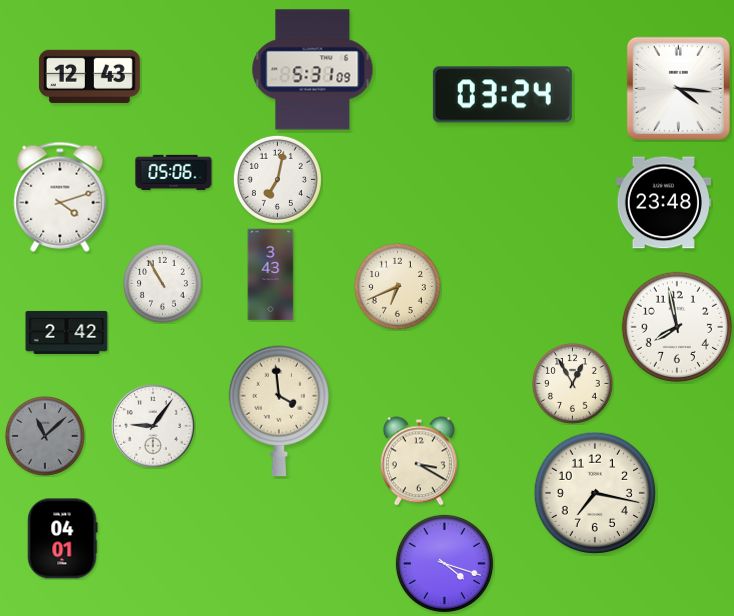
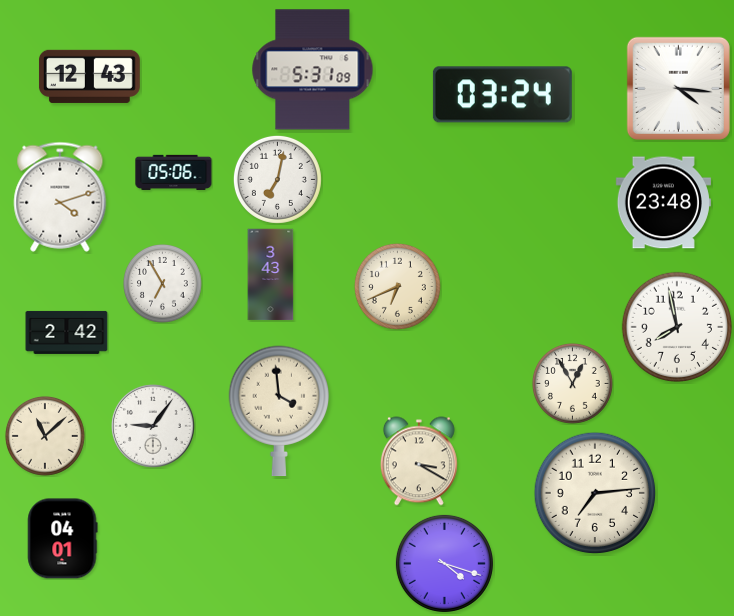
clock at (163, 284): 10:55 -> 6:55
clock at (45, 436) dial: grey -> cream
clock at (595, 493): 7:17 -> 7:14
